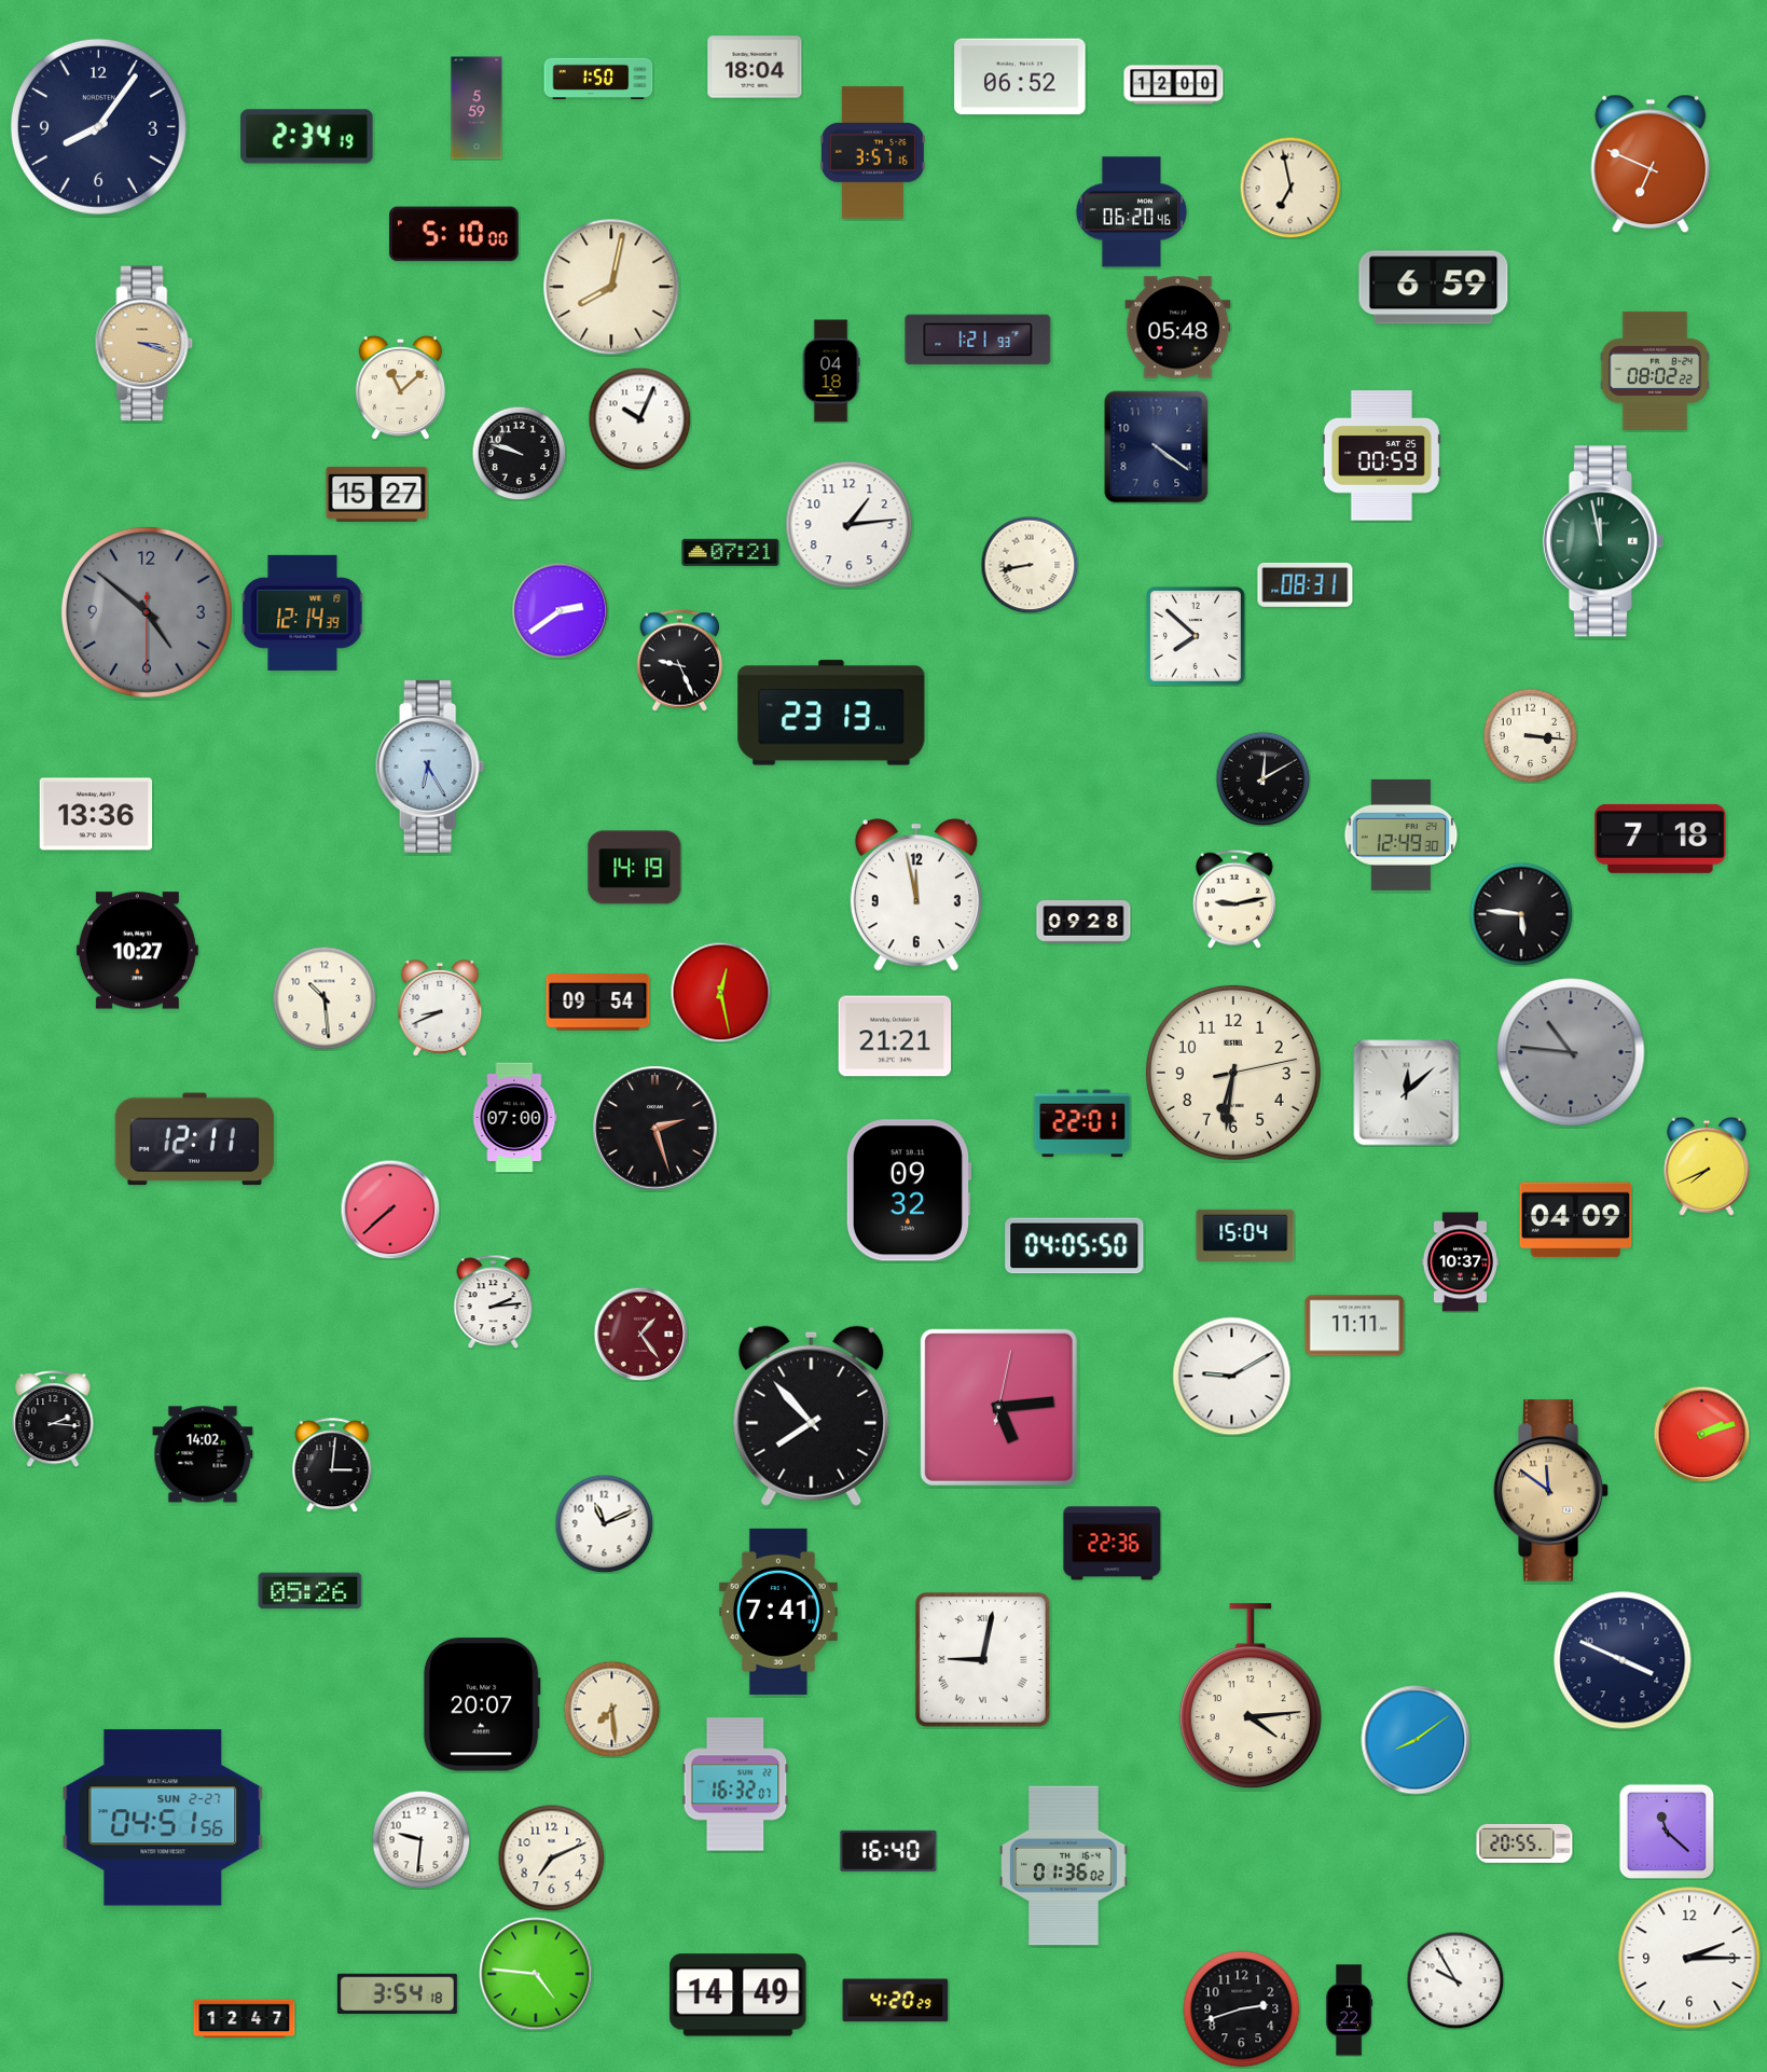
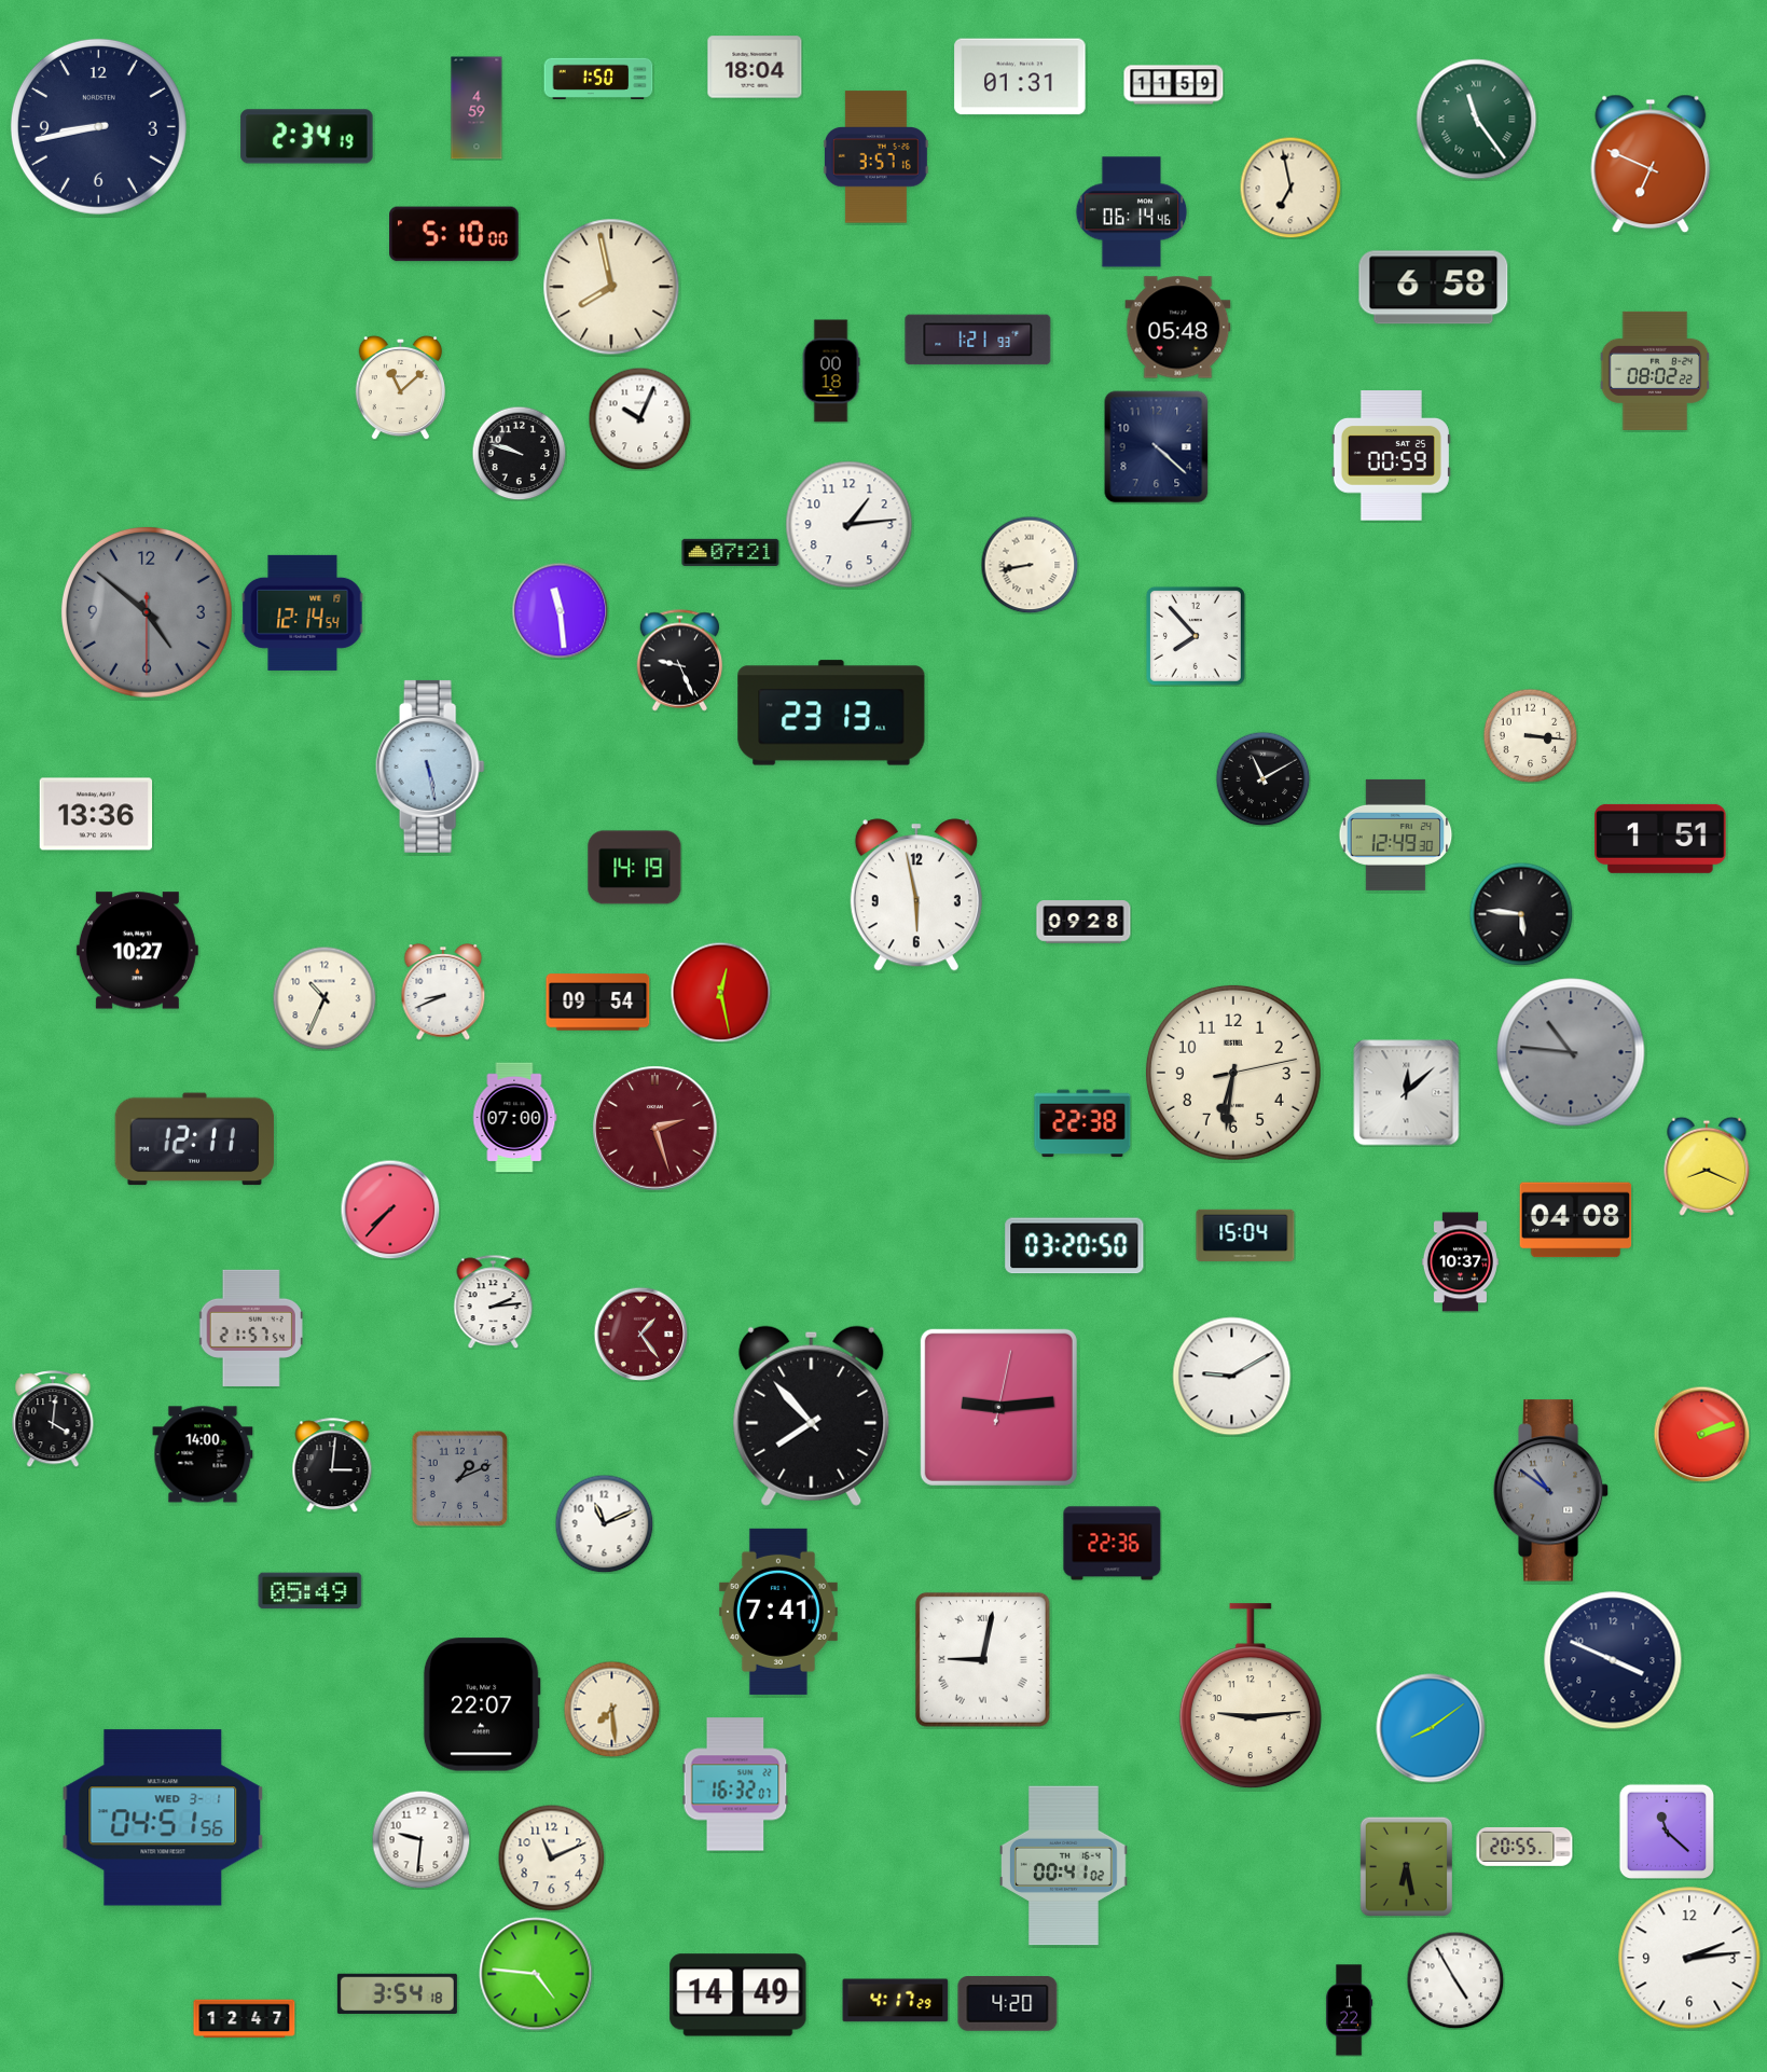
clock at (1020, 77): 06:52 -> 01:31
clock at (1174, 85): 12:00 -> 11:59
clock at (477, 108): 5:59 -> 4:59
clock at (1477, 120): none -> 11:24
clock at (98, 126): 8:06 -> 8:43
clock at (872, 153) position: (872, 153) -> (875, 157)
clock at (1132, 212): 06:20 -> 06:14
clock at (611, 287): 8:02 -> 7:58
clock at (1434, 288): 6:59 -> 6:58
clock at (144, 344): 3:18 -> none
clock at (831, 371): 04:18 -> 00:18
clock at (1157, 447): 4:21 -> 4:22
clock at (1381, 456) position: (1381, 456) -> (1391, 456)
clock at (377, 494): 15:27 -> none
clock at (1603, 541): 11:58 -> none
clock at (1306, 584): 08:31 -> none
clock at (560, 610): 2:39 -> 11:29
clock at (303, 612): 12:14:39 -> 12:14:54
clock at (1196, 636): 7:52 -> 7:53
clock at (430, 766): 6:25 -> 5:28
clock at (1262, 778): 12:10 -> 11:10
clock at (1402, 834) position: (1402, 834) -> (1396, 834)
clock at (1660, 839): 7:18 -> 1:51
clock at (916, 895): 11:58 -> 5:58
clock at (1234, 899): 9:13 -> none
clock at (325, 998): 10:29 -> 10:34
clock at (440, 1008) position: (440, 1008) -> (443, 992)
clock at (895, 1036): 21:21 -> none
clock at (1082, 1123): 22:01 -> 22:38
clock at (655, 1129) dial: black -> burgundy
clock at (1707, 1166): 7:41 -> 8:19
clock at (908, 1190): 09:32 -> none
clock at (390, 1210): 7:38 -> 7:37
clock at (1576, 1220): 04:09 -> 04:08
clock at (1075, 1246): 04:05 -> 03:20
clock at (1355, 1326): 11:11 -> none
clock at (251, 1328): none -> 21:57
clock at (998, 1407): 5:14 -> 9:14
clock at (53, 1419): 2:16 -> 4:01
clock at (203, 1454): 14:02 -> 14:00
clock at (459, 1478): none -> 1:11
clock at (1551, 1491): 11:51 -> 10:51
clock at (1551, 1491) dial: champagne -> grey
clock at (310, 1591): 05:26 -> 05:49
clock at (1623, 1660) position: (1623, 1660) -> (1613, 1660)
clock at (1251, 1697): 4:14 -> 9:14
clock at (482, 1704): 20:07 -> 22:07
clock at (1416, 1740) position: (1416, 1740) -> (1431, 1728)
clock at (163, 1818) date: SUN 2-27 -> WED 3-1
clock at (1524, 1843) position: (1524, 1843) -> (1524, 1847)
clock at (888, 1851): 16:40 -> none
clock at (552, 1859): 7:11 -> 11:11
clock at (1064, 1866): 01:36 -> 00:41
clock at (1406, 1866): none -> 6:28
clock at (1689, 1958): 2:15 -> 2:14
clock at (1455, 1980): 9:55 -> 4:55
clock at (896, 2001): 4:20 -> 4:17
clock at (1008, 2004): none -> 4:20
clock at (1242, 2009): 2:42 -> none
